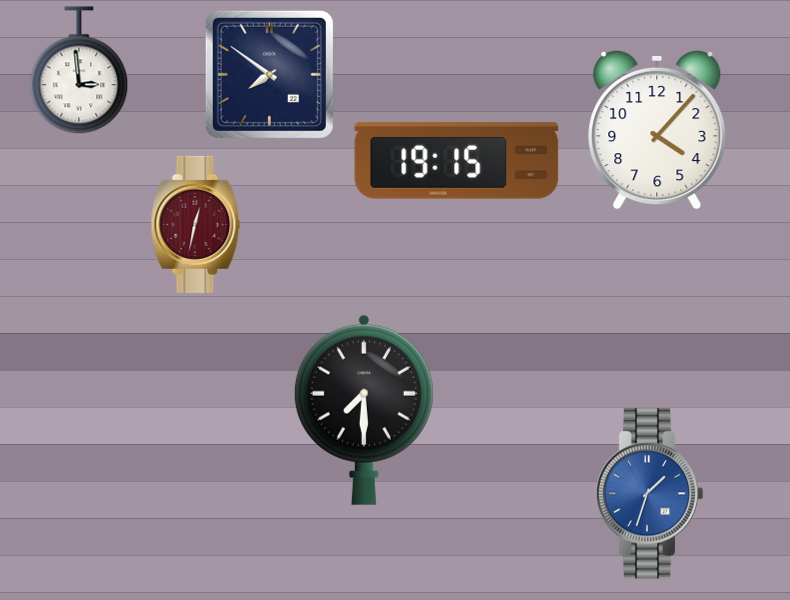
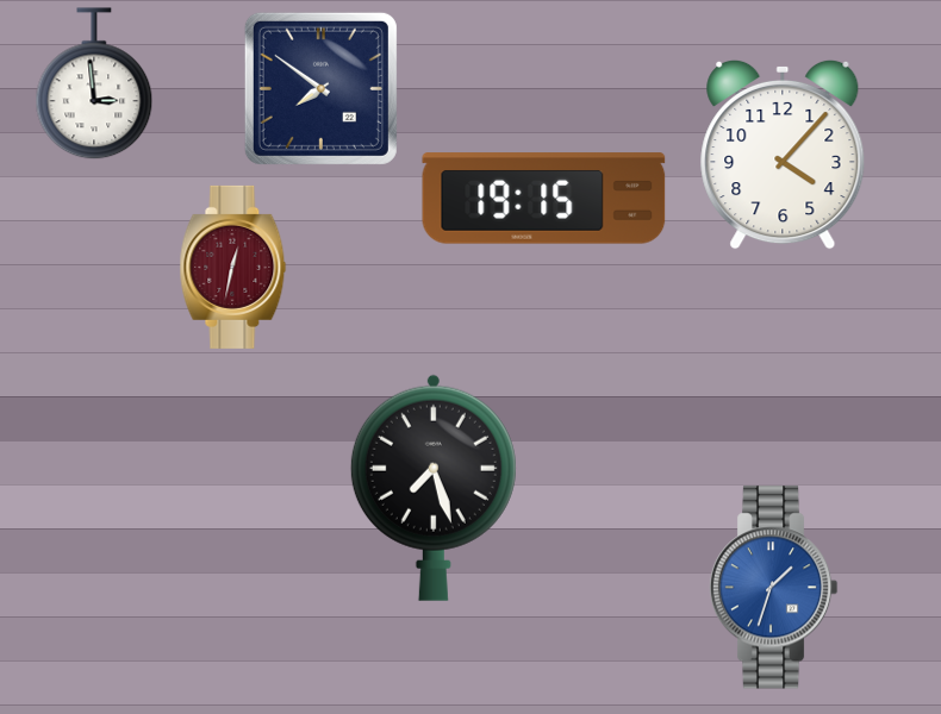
clock at (457, 161) position: (457, 161) -> (544, 199)
clock at (364, 410): 7:30 -> 7:27
